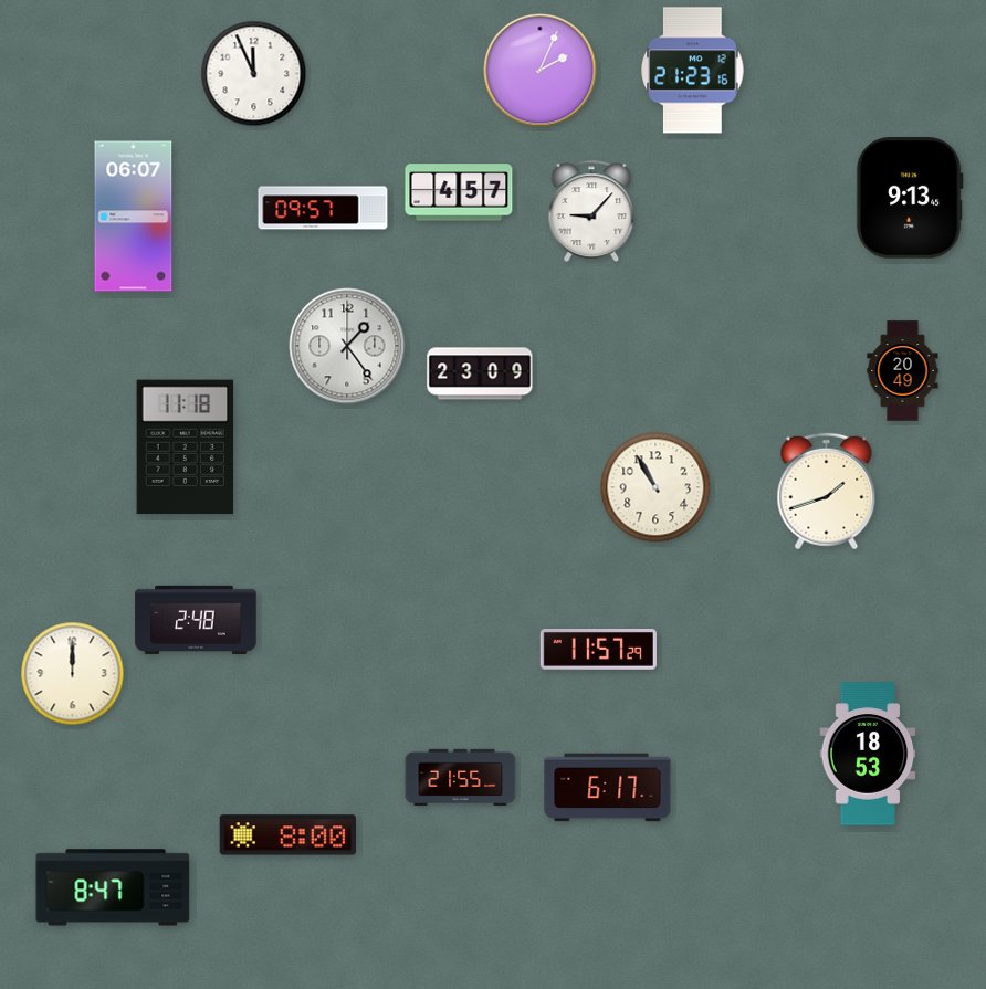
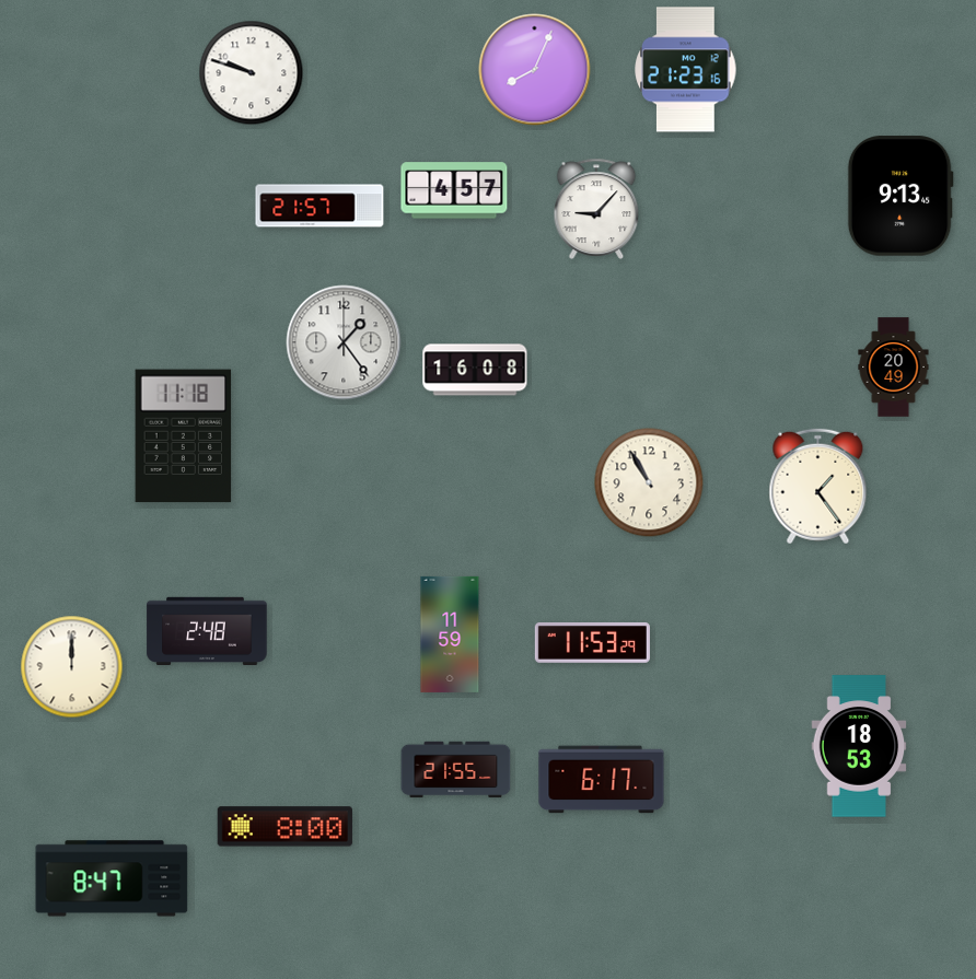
clock at (541, 71): 2:04 -> 8:04
clock at (254, 74): 11:56 -> 9:48
clock at (323, 208): 09:57 -> 21:57
clock at (591, 211) position: (591, 211) -> (596, 209)
clock at (134, 217): 06:07 -> none
clock at (480, 373): 23:09 -> 16:08
clock at (186, 448) position: (186, 448) -> (184, 436)
clock at (827, 492): 1:42 -> 1:24
clock at (196, 619) position: (196, 619) -> (207, 630)
clock at (450, 634): none -> 11:59
clock at (598, 650): 11:57 -> 11:53
